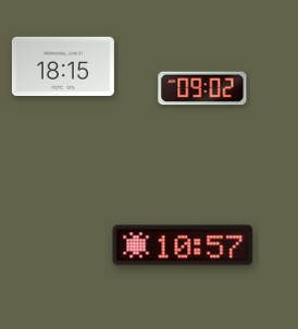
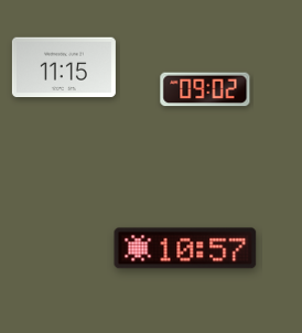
clock at (63, 66): 18:15 -> 11:15
